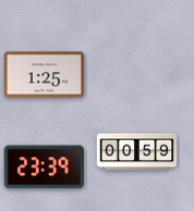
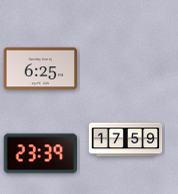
clock at (45, 75): 1:25 -> 6:25
clock at (137, 152): 00:59 -> 17:59
